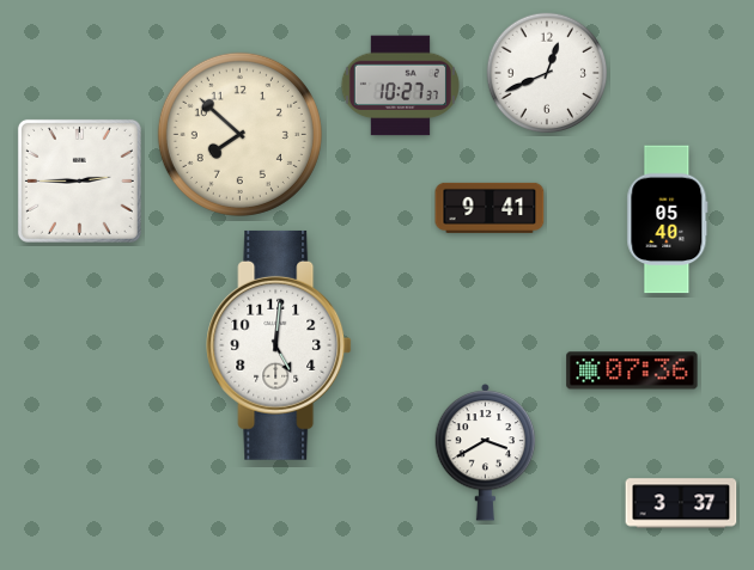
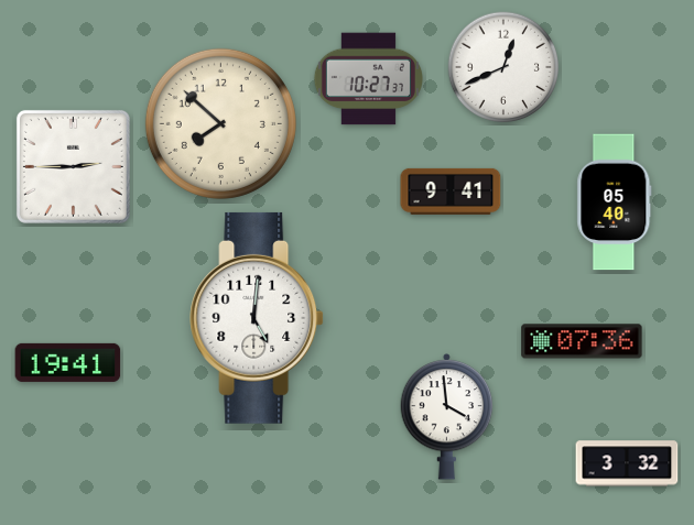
clock at (68, 362): none -> 19:41
clock at (486, 452): 3:40 -> 3:59
clock at (681, 503): 3:37 -> 3:32
